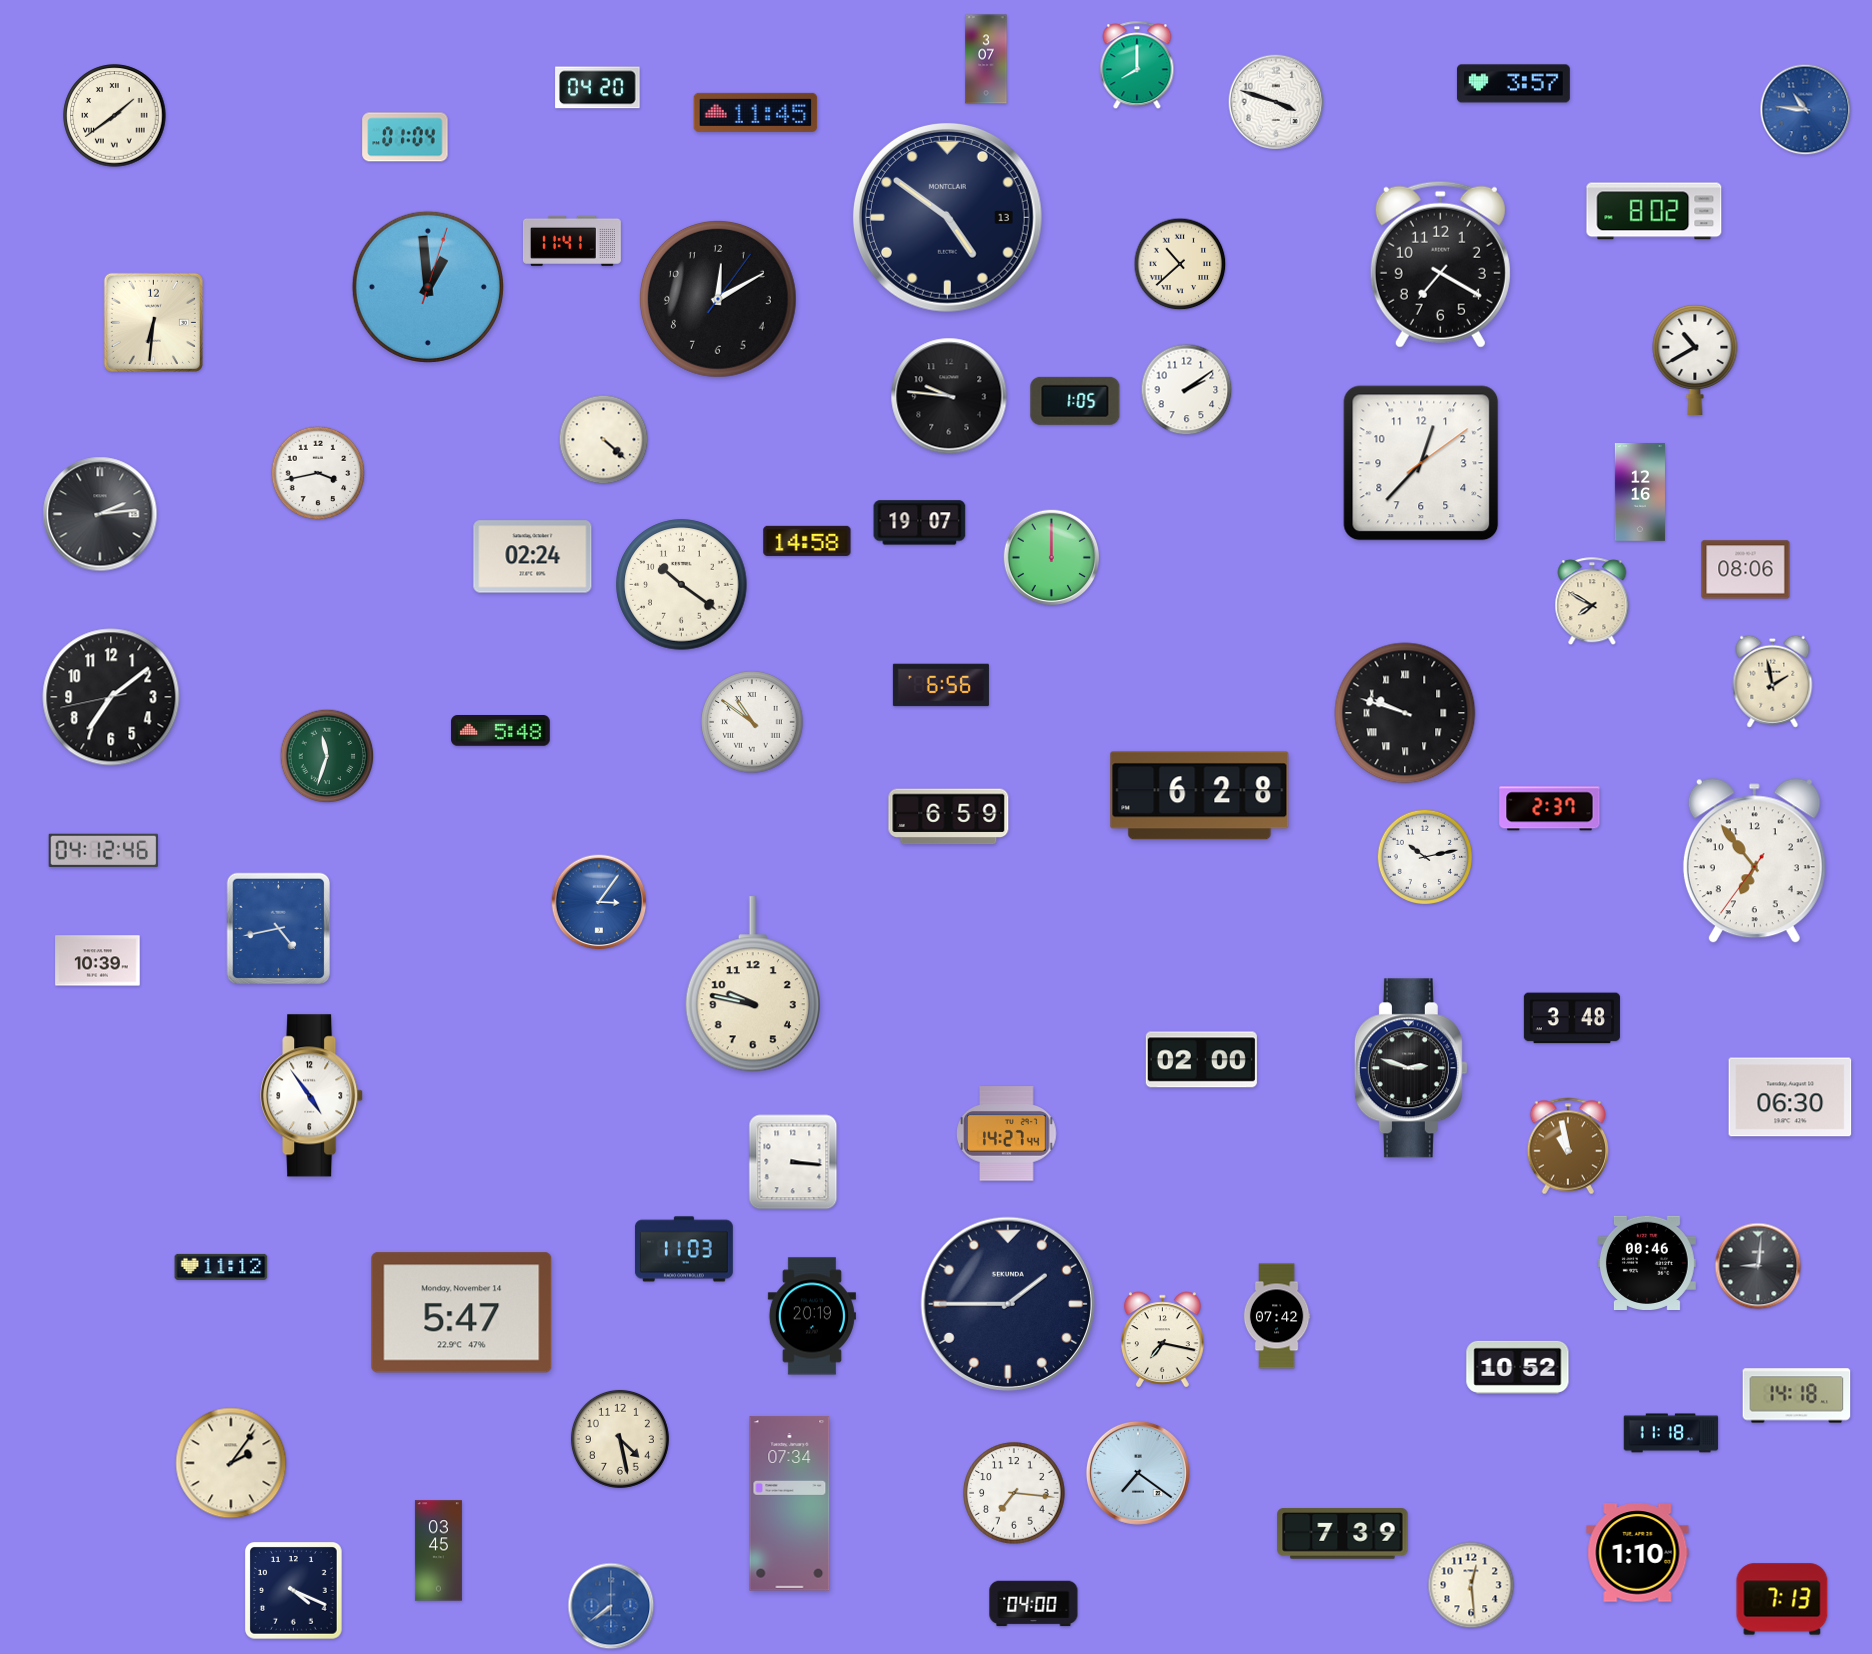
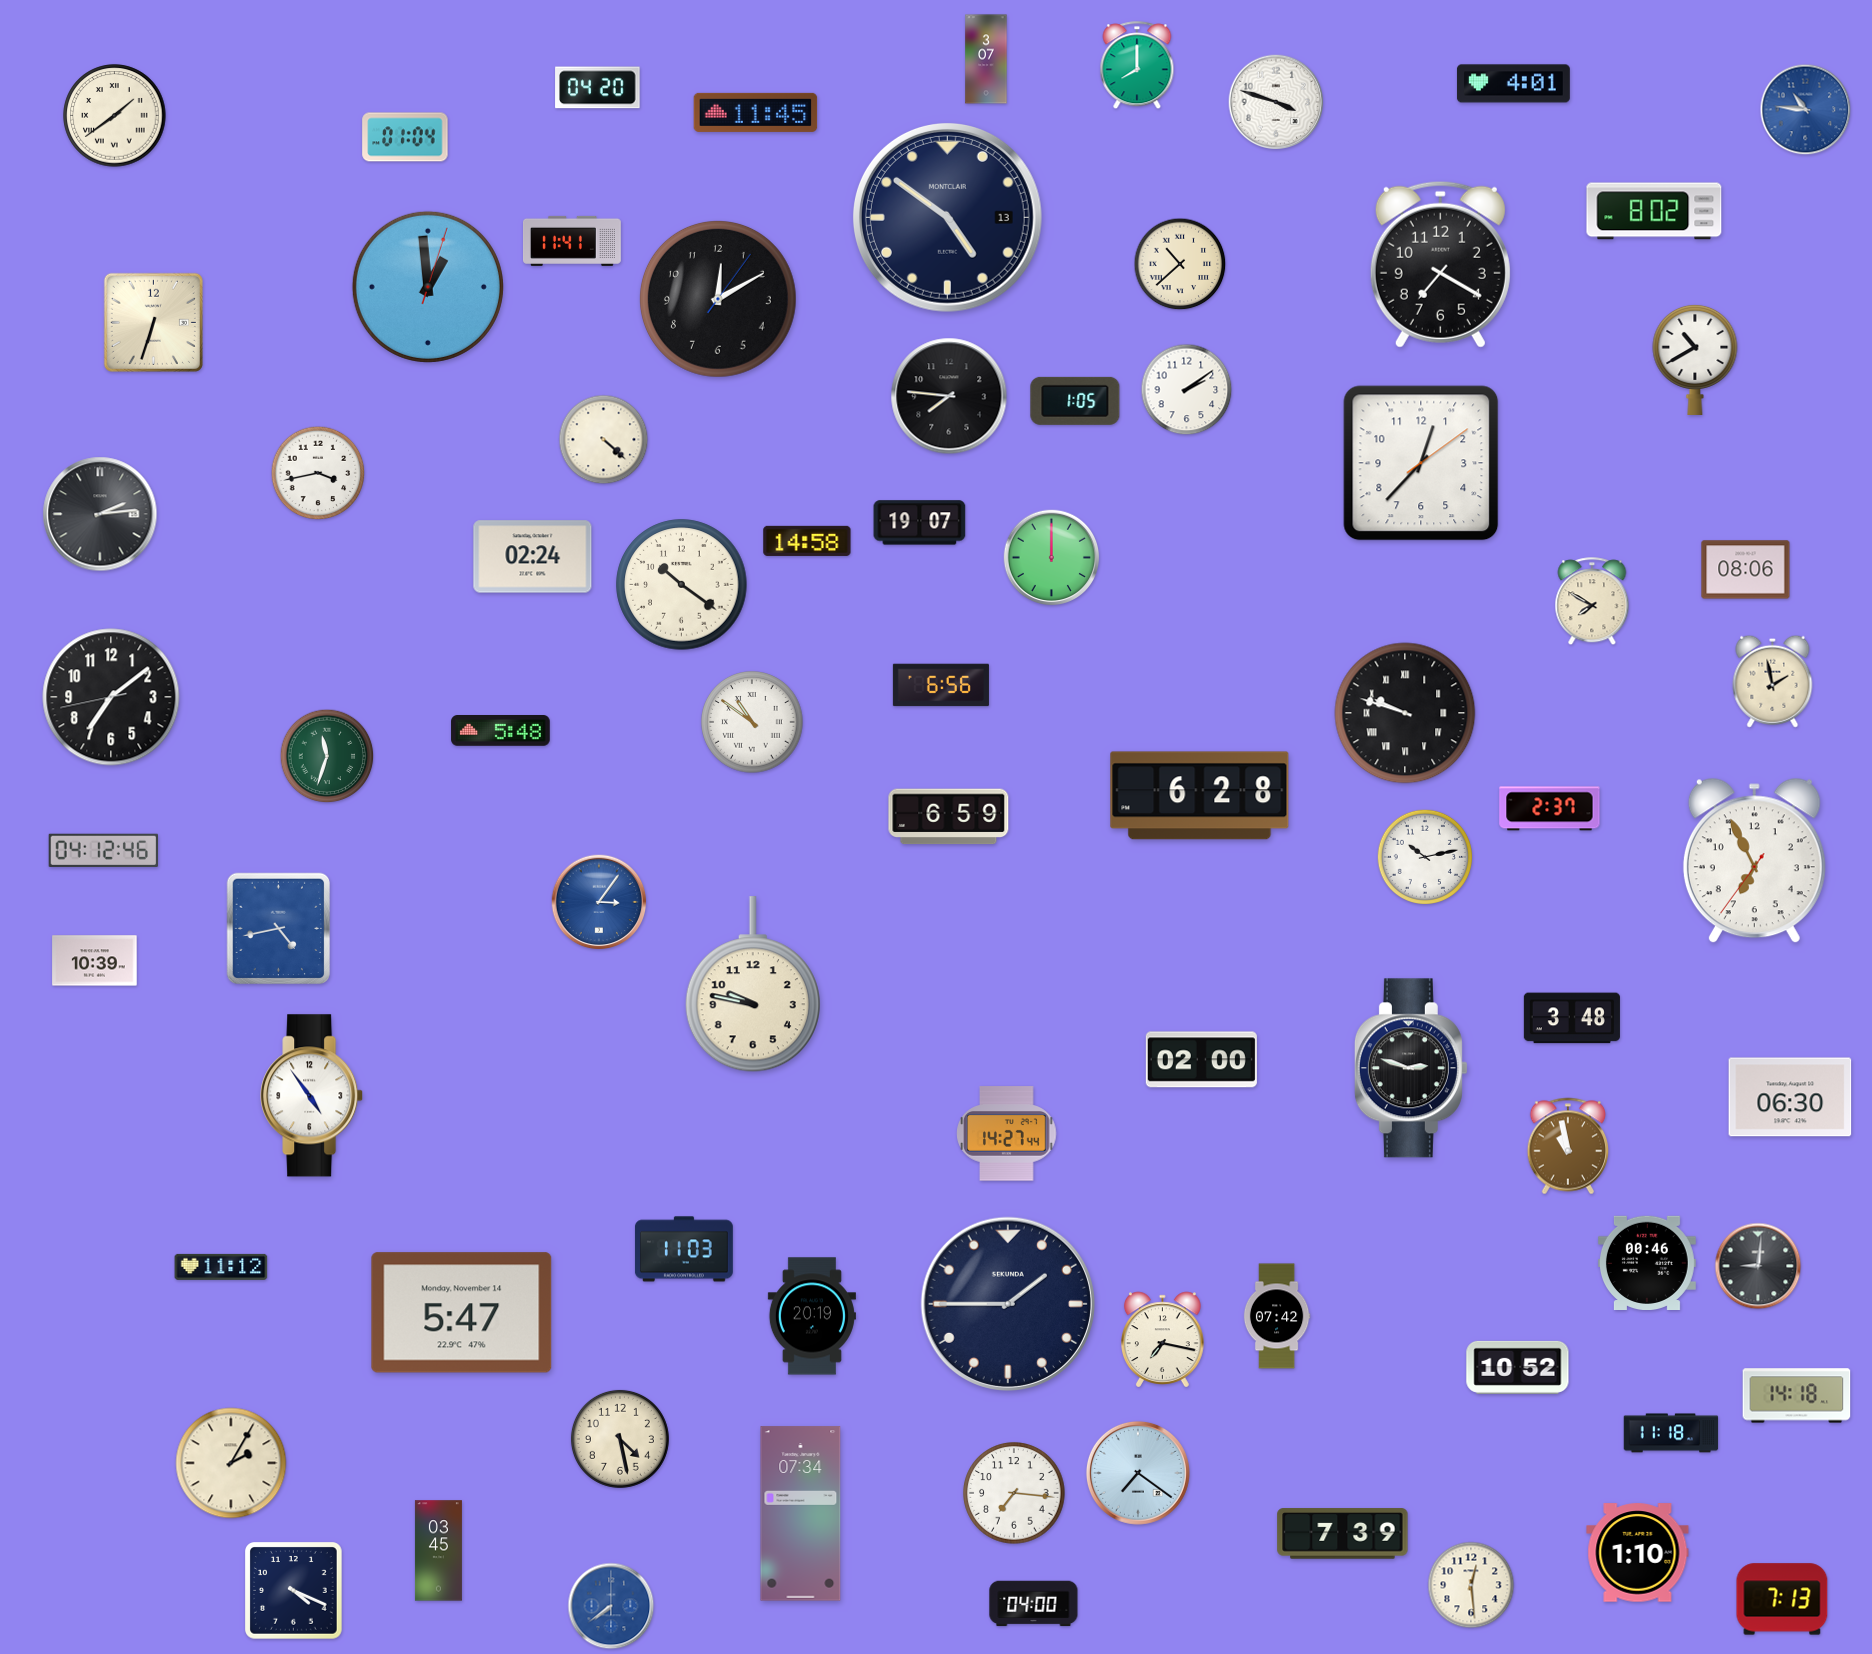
clock at (1513, 84): 3:57 -> 4:01
clock at (153, 322): 6:31 -> 6:33
clock at (949, 396): 9:46 -> 7:46
clock at (1640, 493): 12:16 -> none
clock at (1754, 861): 6:53 -> 6:55
clock at (98, 961) position: (98, 961) -> (95, 961)
clock at (793, 1162): 3:16 -> none
clock at (231, 1463): 2:06 -> 2:05
clock at (790, 1504) position: (790, 1504) -> (801, 1514)
